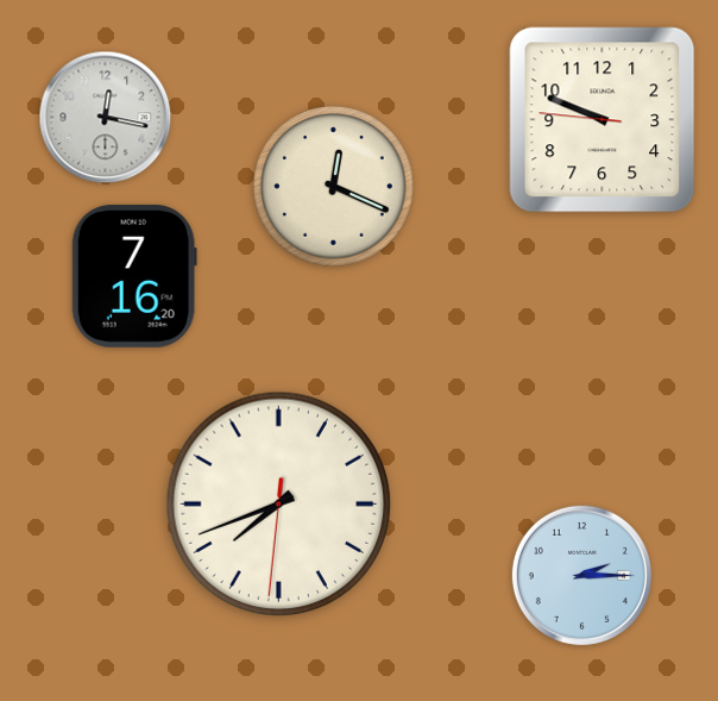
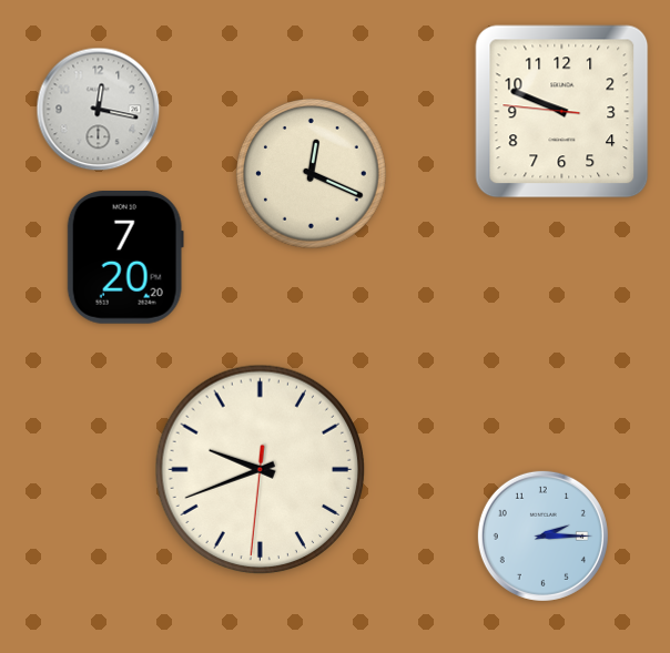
clock at (134, 277): 7:16 -> 7:20
clock at (279, 505): 7:41 -> 9:41
